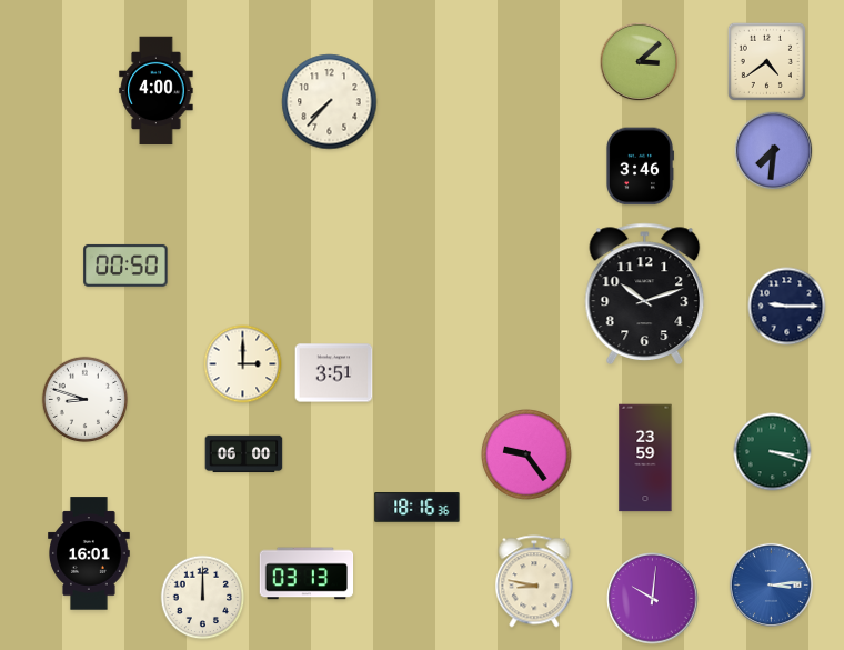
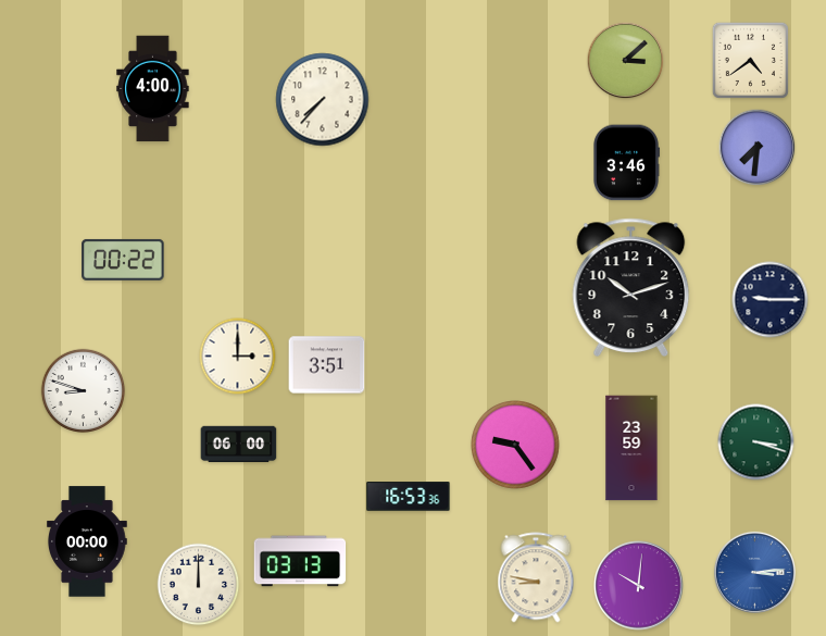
clock at (125, 266): 00:50 -> 00:22
clock at (418, 508): 18:16 -> 16:53
clock at (89, 553): 16:01 -> 00:00
clock at (534, 581) position: (534, 581) -> (536, 577)
